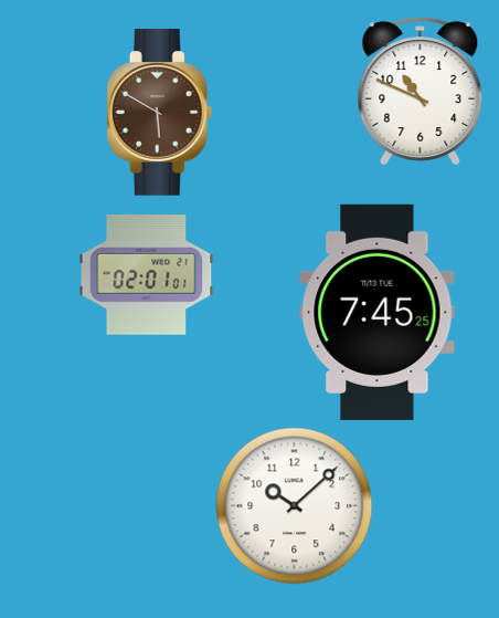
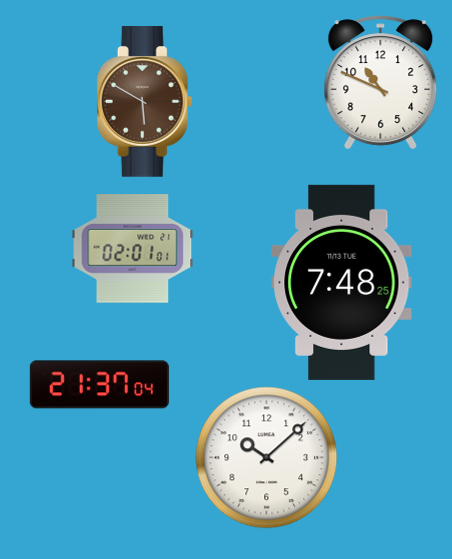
clock at (378, 312): 7:45 -> 7:48
clock at (99, 385): none -> 21:37
